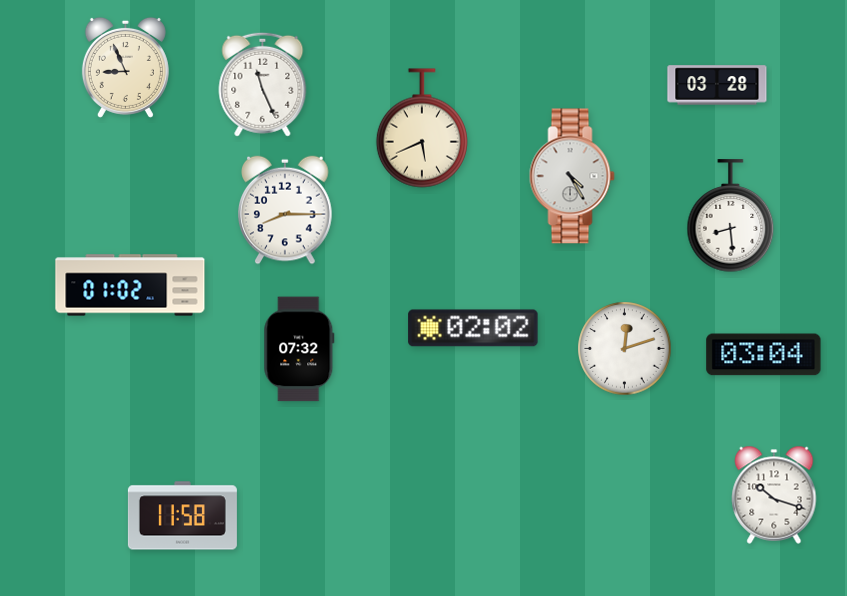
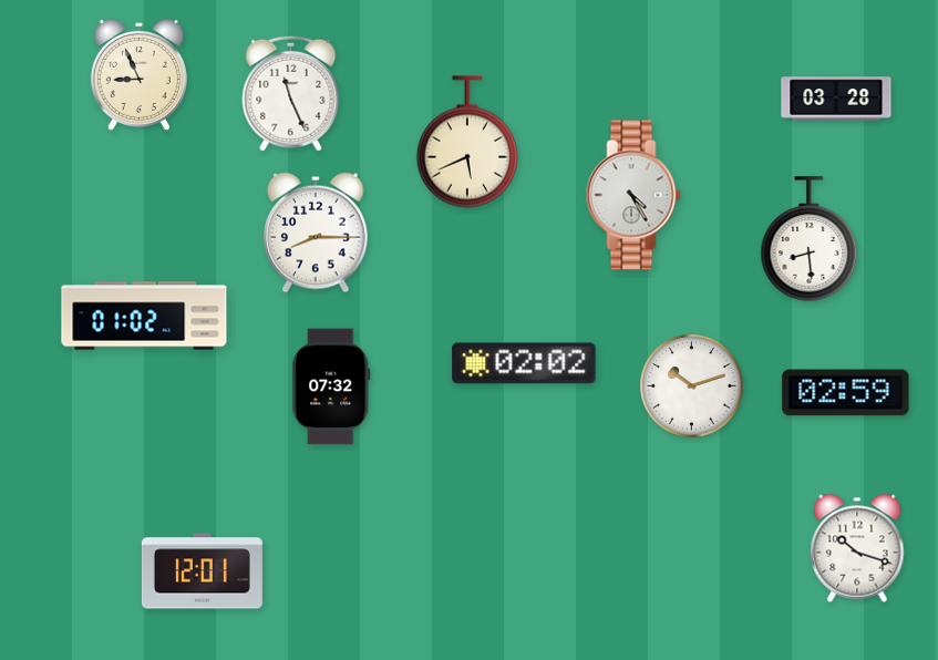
clock at (717, 85) position: (717, 85) -> (836, 99)
clock at (625, 349): 12:12 -> 10:12
clock at (764, 355): 03:04 -> 02:59
clock at (182, 516): 11:58 -> 12:01
